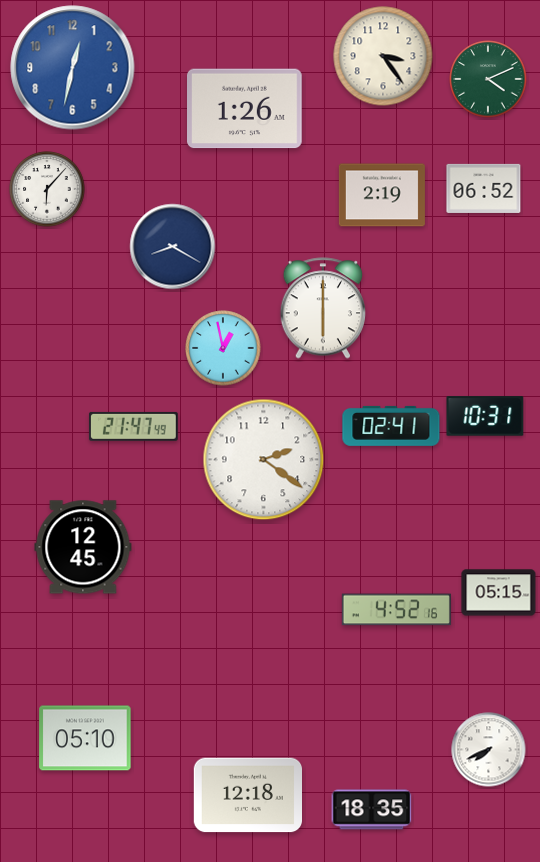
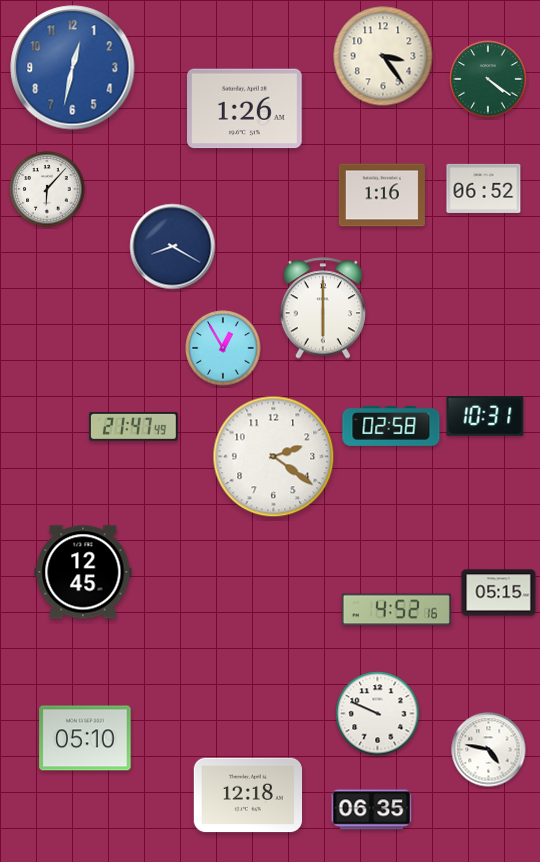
clock at (488, 79): 4:11 -> 4:21
clock at (382, 195): 2:19 -> 1:16
clock at (223, 348): 12:58 -> 12:55
clock at (391, 426): 02:41 -> 02:58
clock at (264, 460) position: (264, 460) -> (274, 457)
clock at (83, 547) position: (83, 547) -> (83, 572)
clock at (378, 714): none -> 9:49
clock at (489, 750): 7:41 -> 4:47
clock at (372, 810): 18:35 -> 06:35
